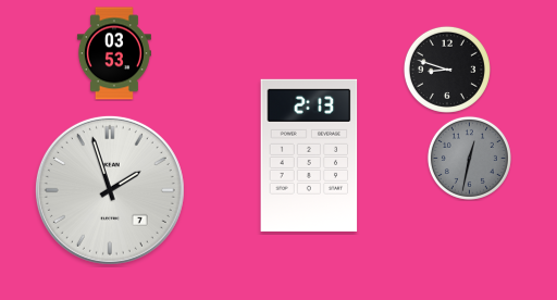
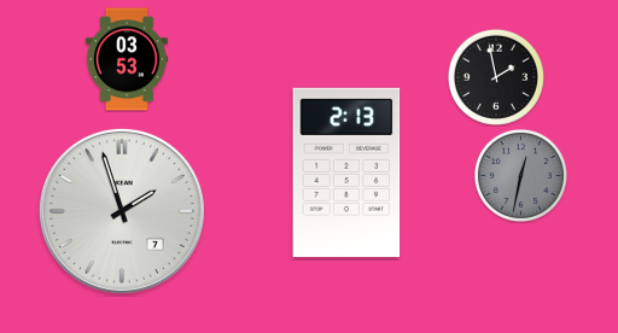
clock at (447, 70): 8:48 -> 1:58
clock at (309, 155) position: (309, 155) -> (346, 173)
